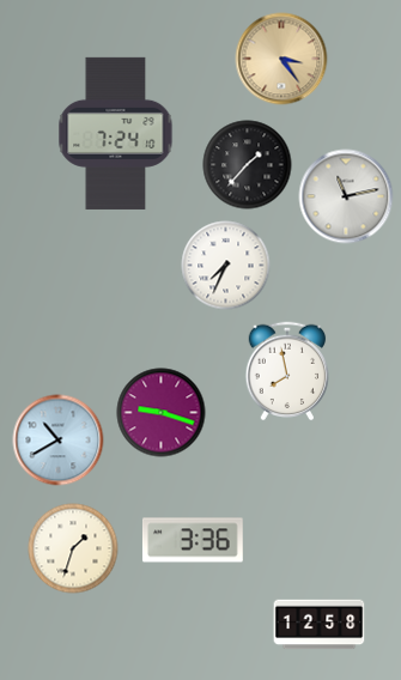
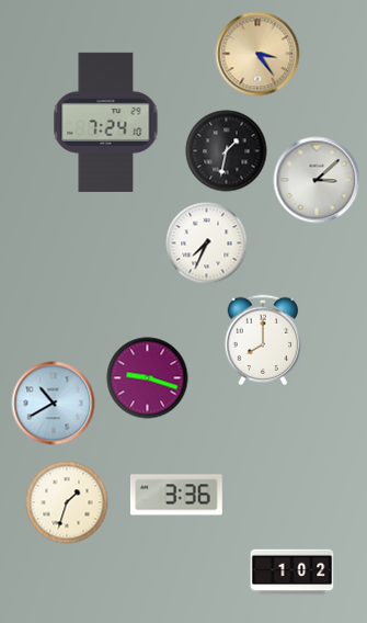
clock at (248, 165): 1:37 -> 1:32
clock at (346, 196): 11:13 -> 3:08
clock at (287, 371): 7:58 -> 8:00
clock at (320, 625): 12:58 -> 1:02
